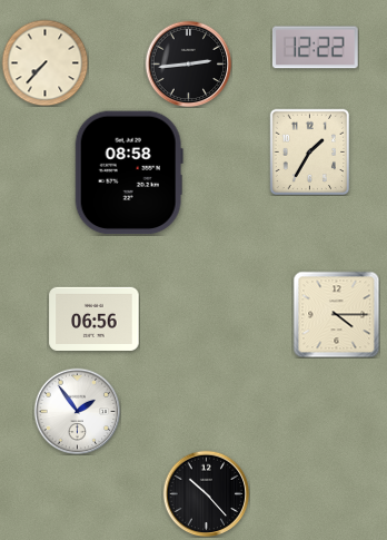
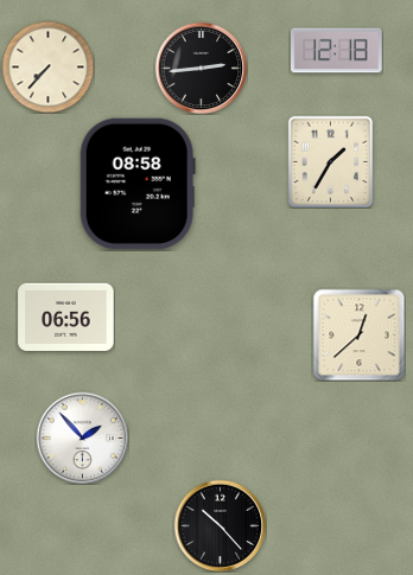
clock at (315, 48): 12:22 -> 12:18
clock at (336, 314): 4:15 -> 12:38
clock at (95, 318) position: (95, 318) -> (66, 317)
clock at (77, 411): 1:54 -> 1:53
